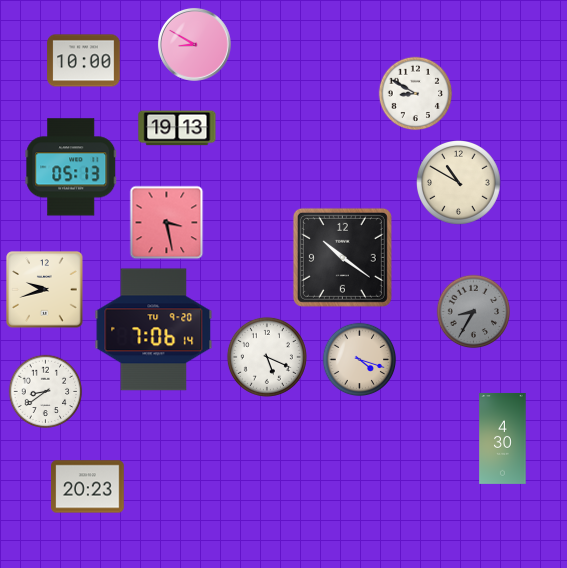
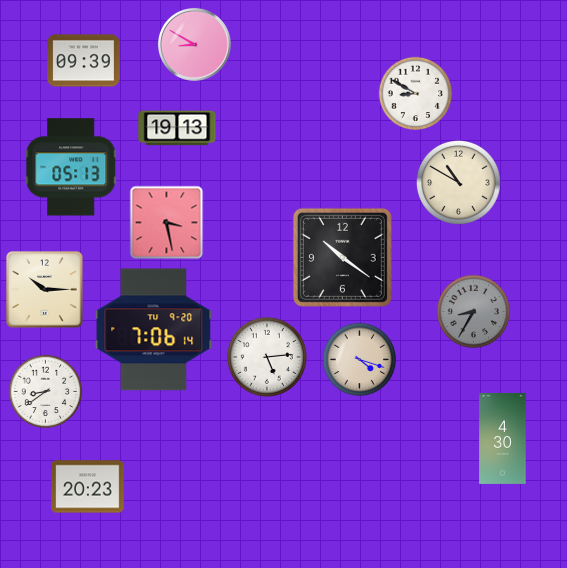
clock at (84, 61): 10:00 -> 09:39
clock at (45, 290): 9:42 -> 10:15
clock at (267, 357): 5:19 -> 5:14
